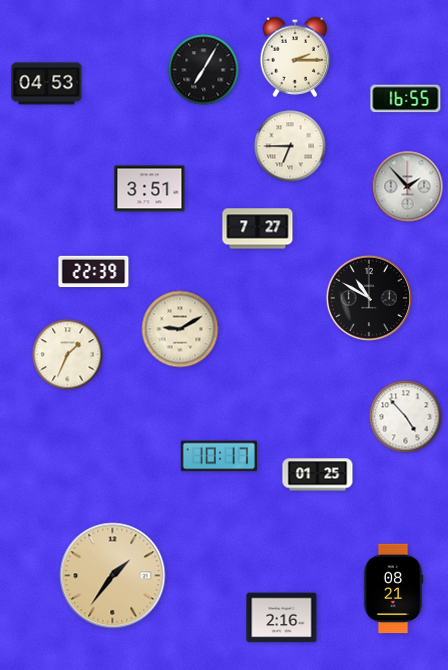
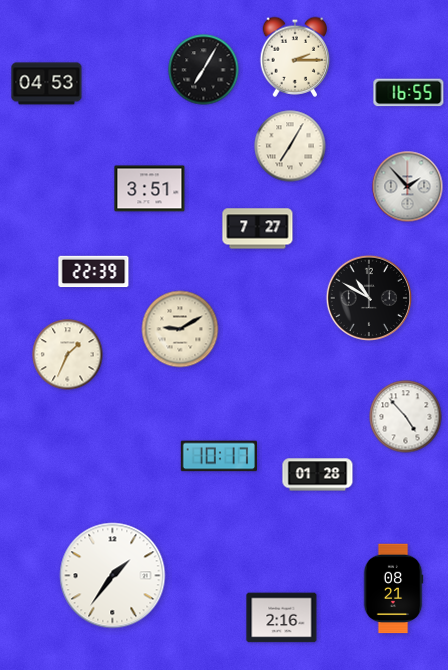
clock at (406, 99) position: (406, 99) -> (409, 93)
clock at (290, 146): 6:45 -> 7:05
clock at (318, 475): 01:25 -> 01:28
clock at (113, 576) dial: champagne -> white
